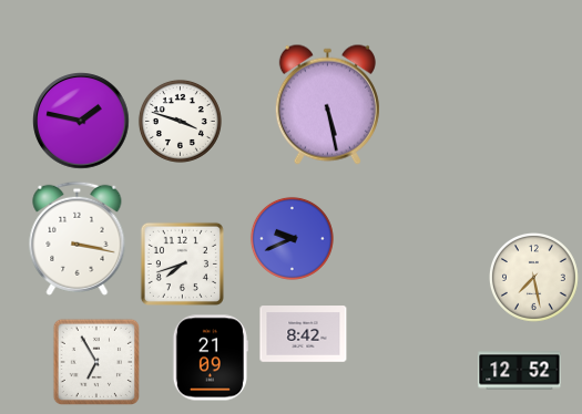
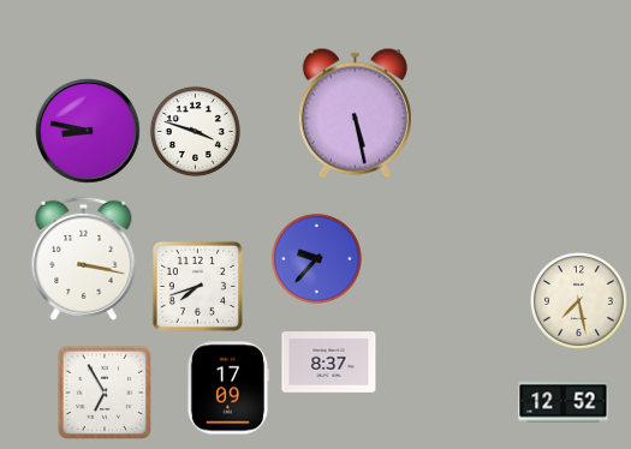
clock at (81, 121): 1:47 -> 8:47
clock at (292, 238): 9:41 -> 9:37
clock at (304, 334): 8:42 -> 8:37
clock at (210, 358): 21:09 -> 17:09
